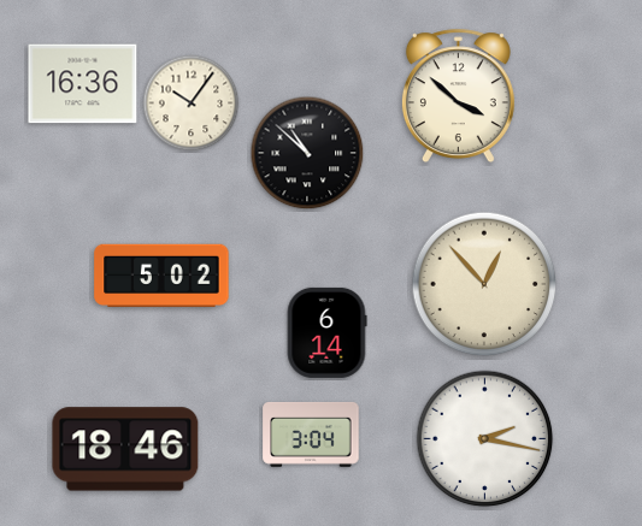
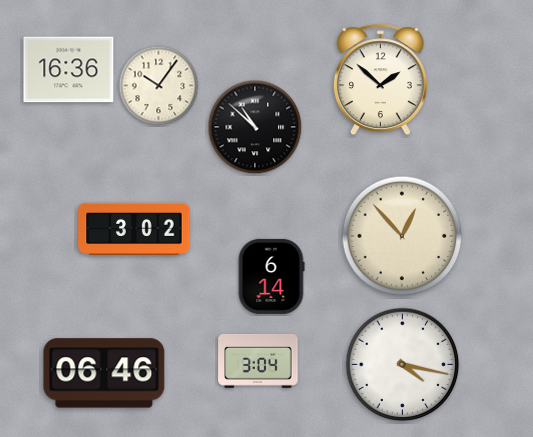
clock at (458, 96): 3:52 -> 1:52
clock at (161, 276): 5:02 -> 3:02
clock at (485, 439): 2:17 -> 4:17
clock at (125, 449): 18:46 -> 06:46
